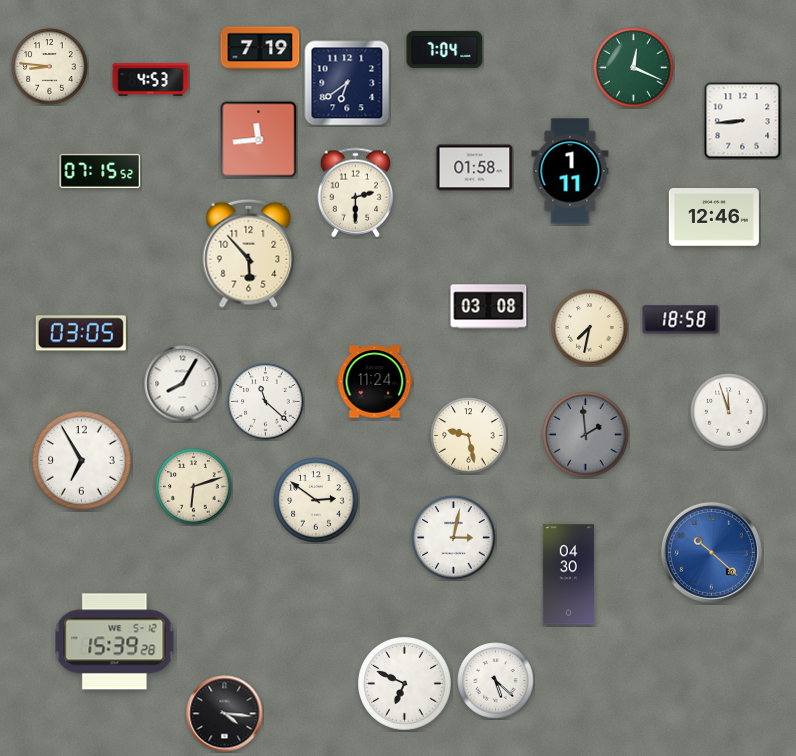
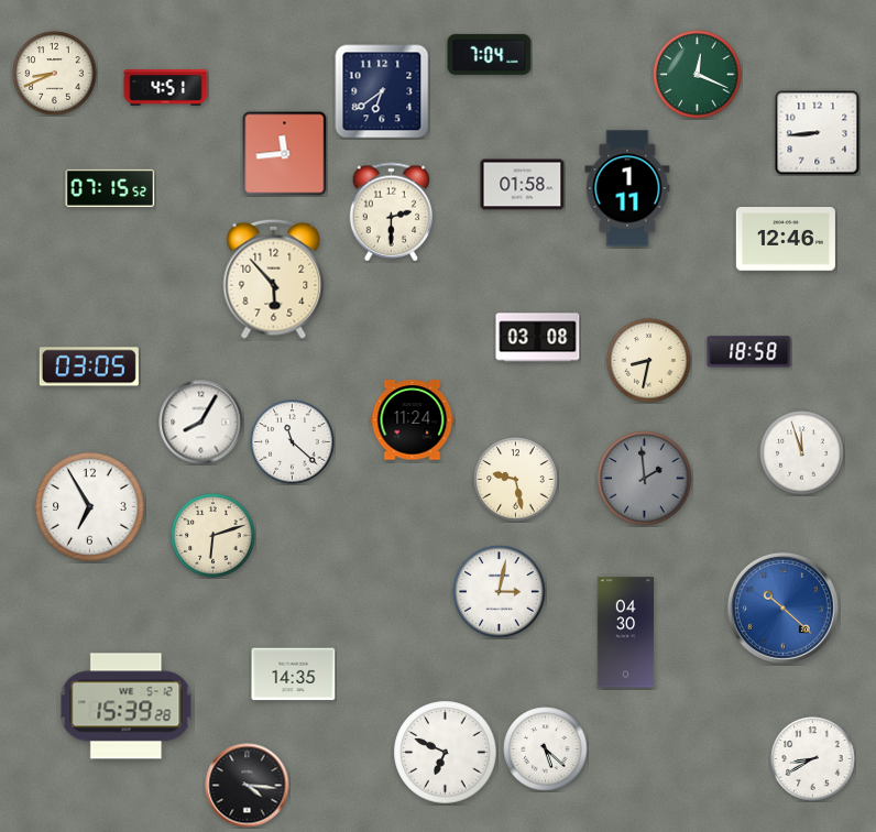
clock at (260, 48): 7:19 -> none
clock at (50, 67): 8:46 -> 8:41
clock at (151, 80): 4:53 -> 4:51
clock at (590, 328): 7:32 -> 8:32
clock at (316, 500): 2:51 -> none
clock at (294, 675): none -> 14:35
clock at (813, 759): none -> 8:40
